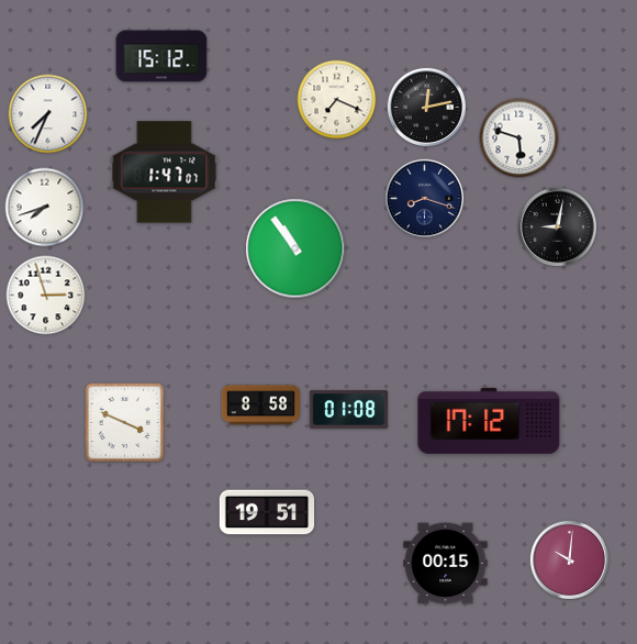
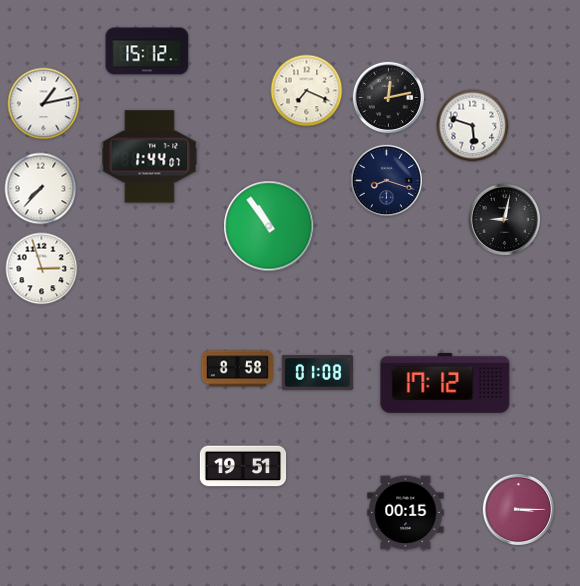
clock at (48, 114): 7:34 -> 1:13
clock at (165, 173): 1:47 -> 1:44
clock at (45, 208): 7:42 -> 7:37
clock at (557, 226) position: (557, 226) -> (504, 219)
clock at (125, 423): 3:49 -> none
clock at (569, 559): 10:01 -> 3:15
